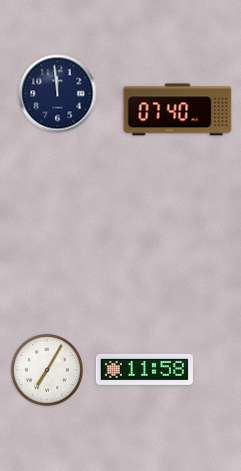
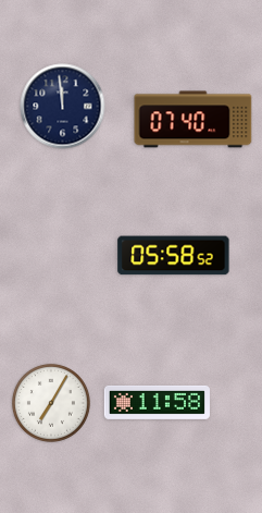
clock at (58, 94) position: (58, 94) -> (63, 107)
clock at (174, 256): none -> 05:58
